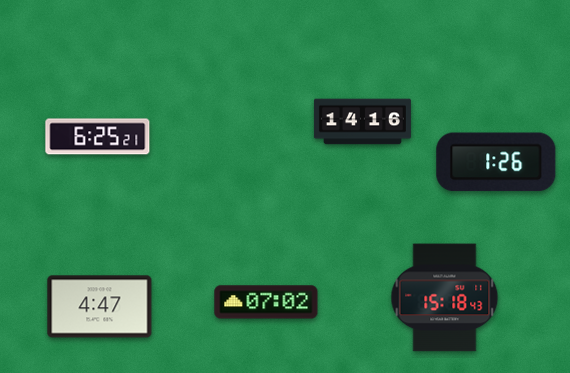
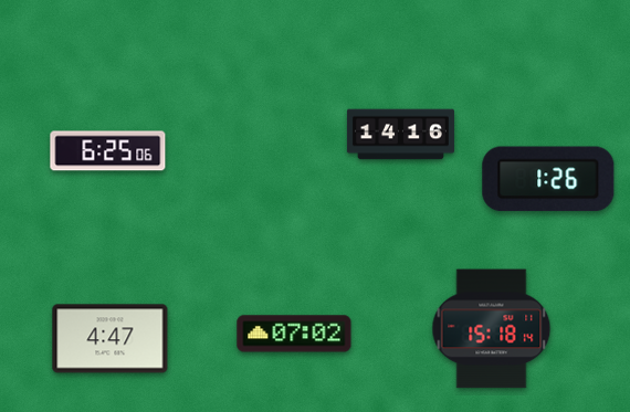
clock at (98, 137): 6:25:21 -> 6:25:06
clock at (445, 298): 15:18:43 -> 15:18:14
